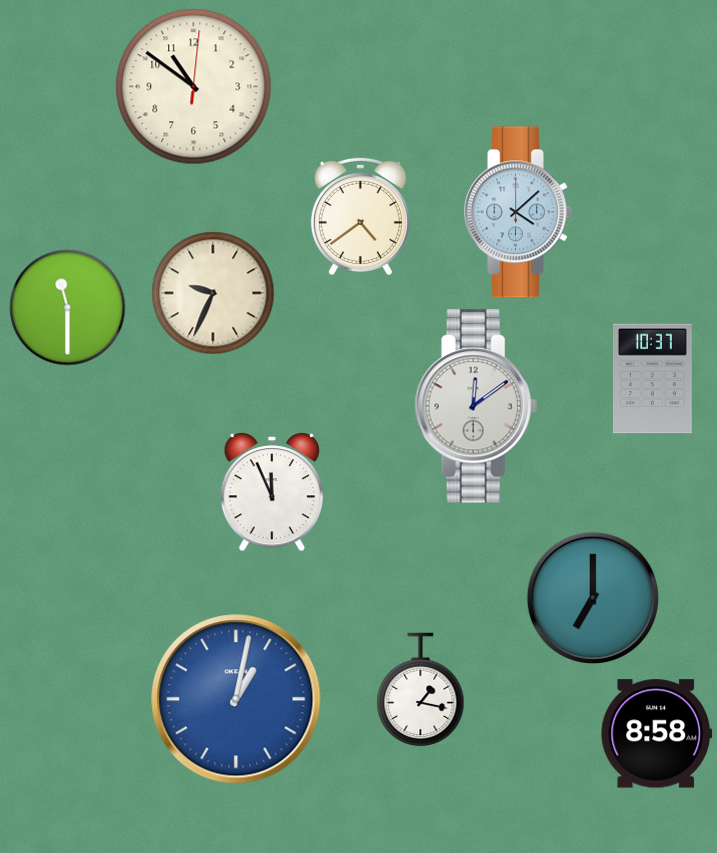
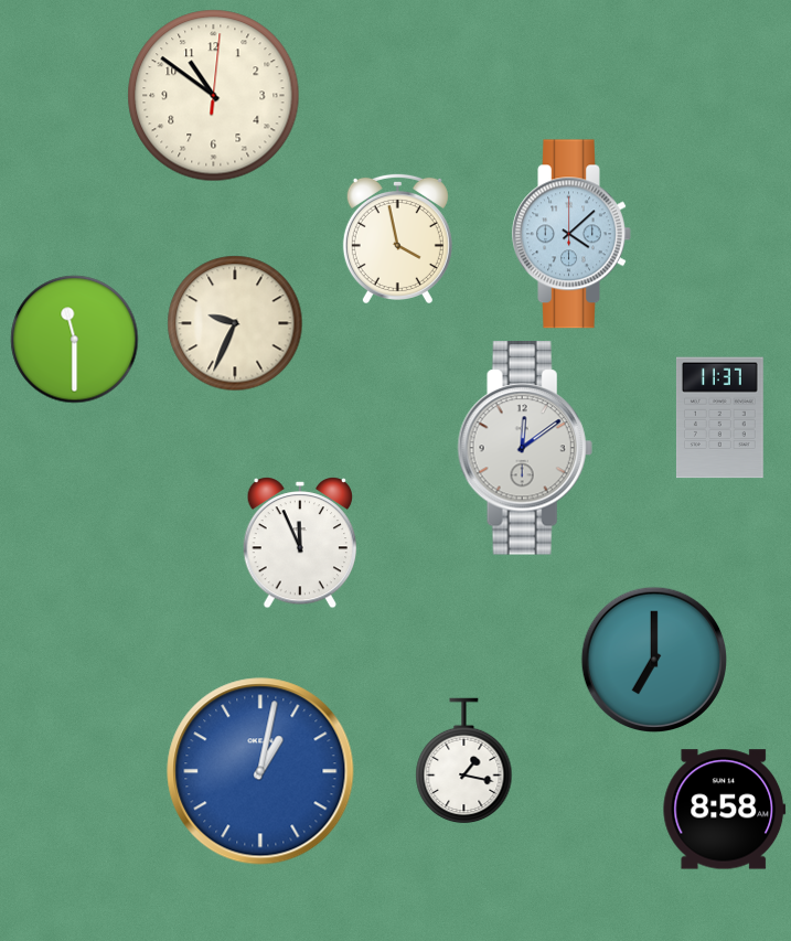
clock at (360, 216): 4:39 -> 3:58
clock at (652, 379): 10:37 -> 11:37
